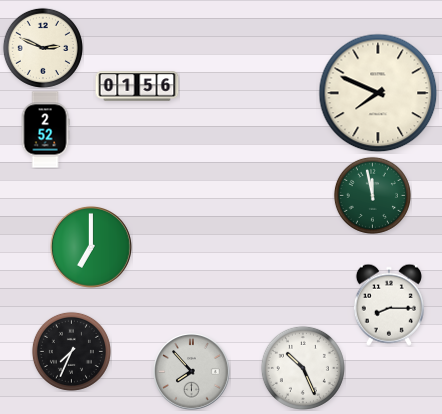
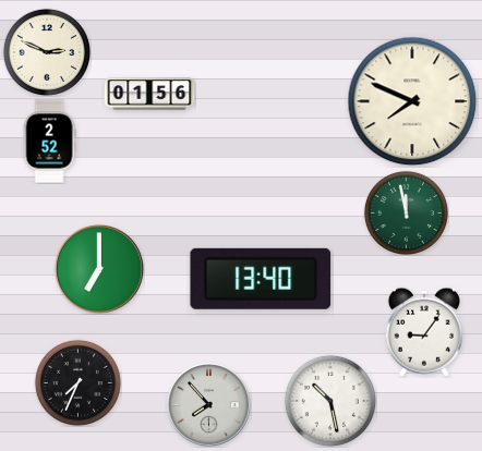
clock at (261, 279): none -> 13:40
clock at (389, 305): 8:15 -> 9:06
clock at (303, 368): 10:26 -> 10:28
